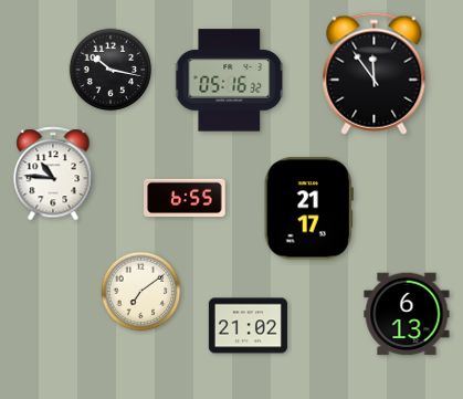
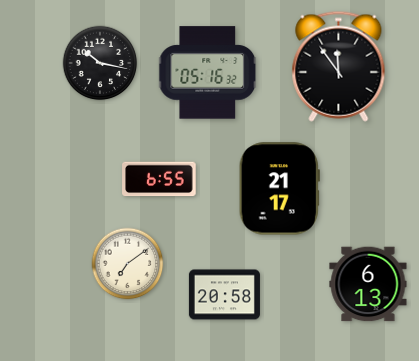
clock at (53, 174): 10:46 -> none
clock at (185, 198) position: (185, 198) -> (159, 179)
clock at (248, 326): 21:02 -> 20:58
